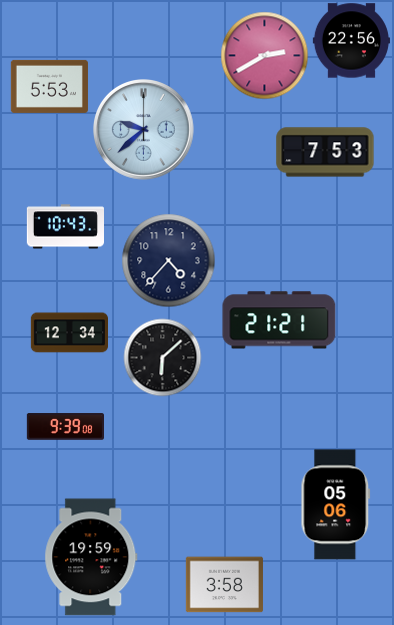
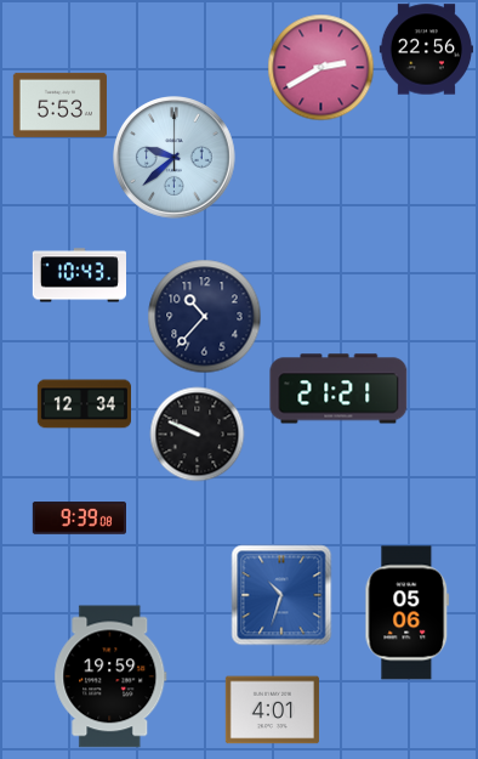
clock at (325, 152): 7:53 -> none
clock at (168, 260): 4:37 -> 10:37
clock at (162, 357): 6:08 -> 9:49
clock at (281, 595): none -> 10:33
clock at (224, 585): 3:58 -> 4:01
